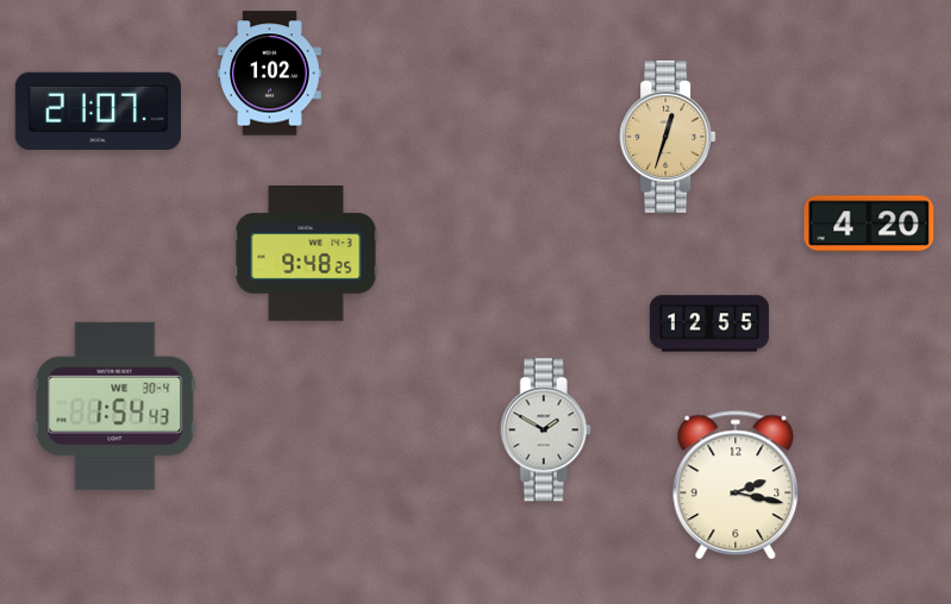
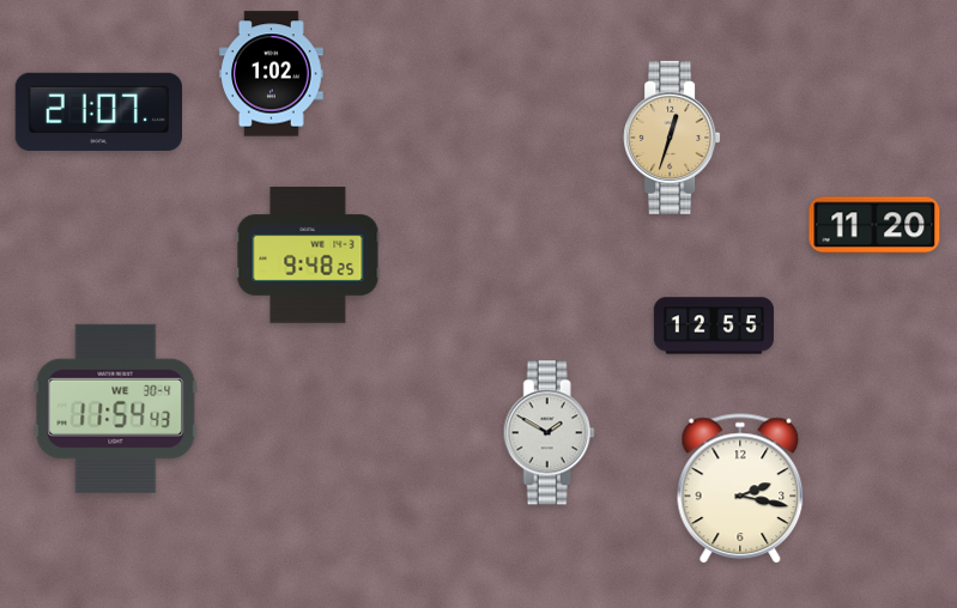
clock at (869, 224): 4:20 -> 11:20
clock at (115, 405): 1:54 -> 11:54
